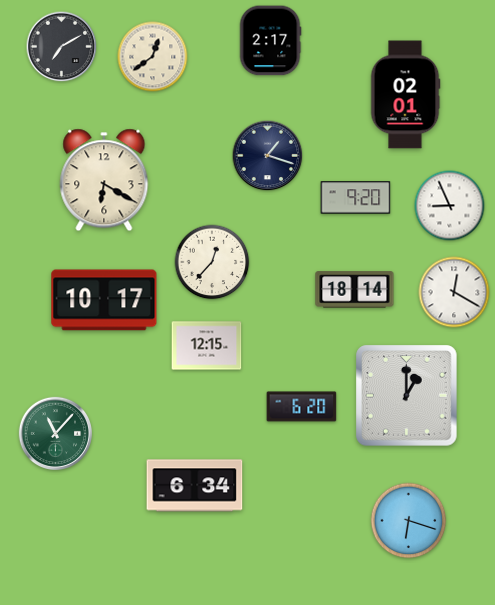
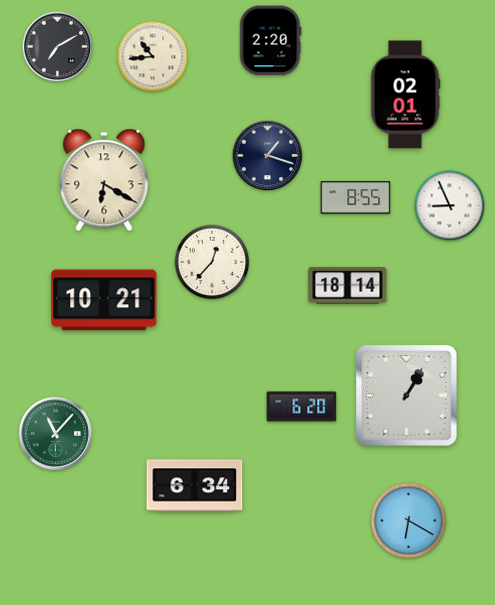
clock at (270, 41): 2:17 -> 2:20
clock at (62, 47) position: (62, 47) -> (58, 47)
clock at (153, 57): 12:39 -> 10:44
clock at (356, 198): 9:20 -> 8:55
clock at (355, 290) position: (355, 290) -> (348, 286)
clock at (454, 292): 12:20 -> none
clock at (104, 300): 10:17 -> 10:21
clock at (207, 346): 12:15 -> none
clock at (407, 396): 1:00 -> 1:05
clock at (409, 521): 6:18 -> 6:20
